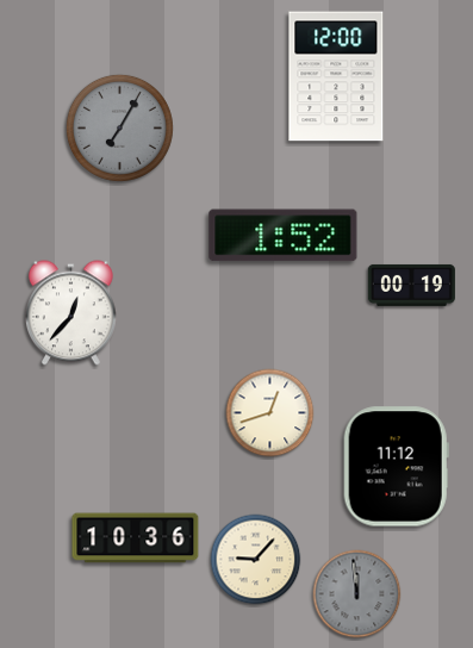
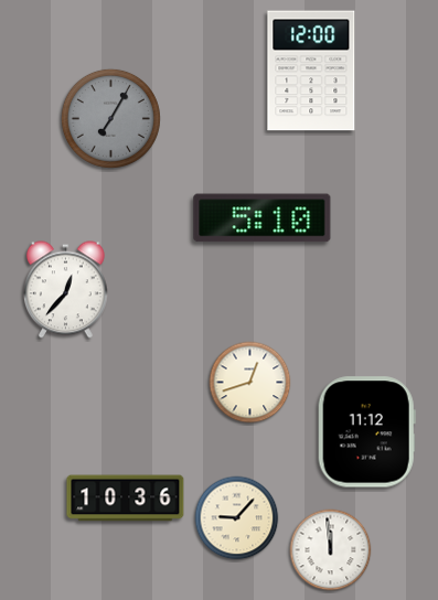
clock at (284, 236): 1:52 -> 5:10
clock at (411, 285): 00:19 -> none
clock at (357, 594) dial: grey -> white
